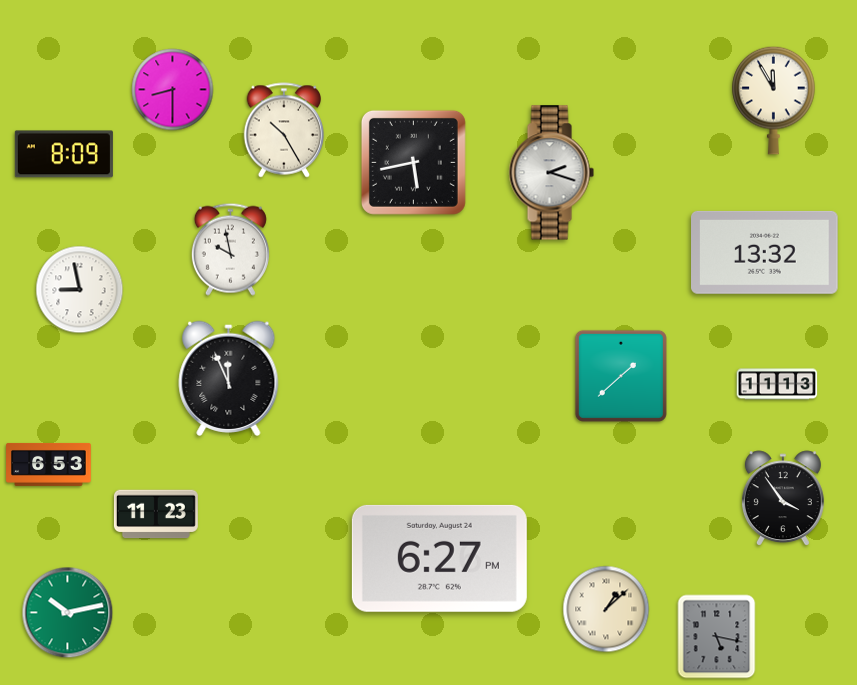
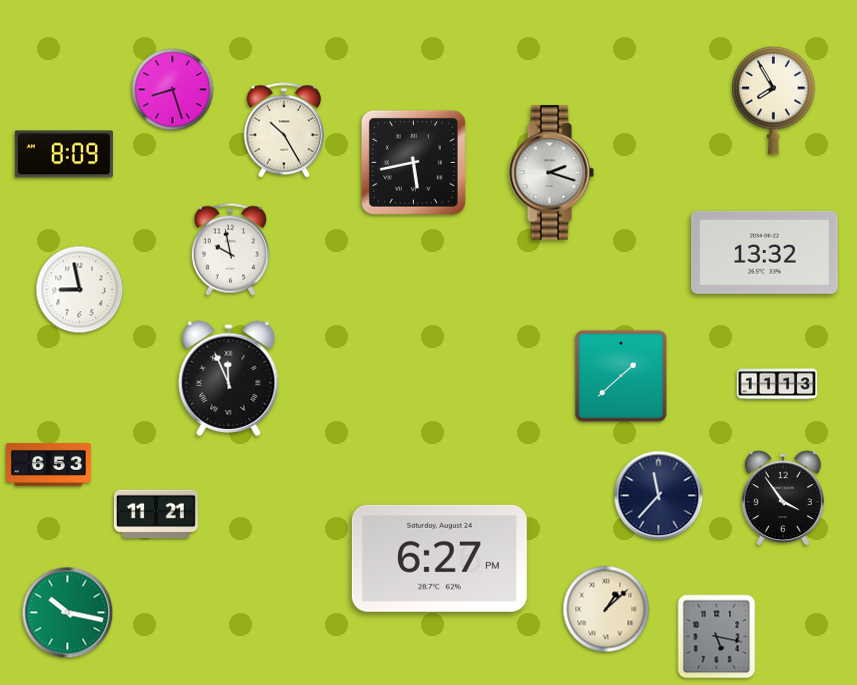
clock at (173, 90): 8:30 -> 8:27
clock at (774, 100): 11:55 -> 7:55
clock at (659, 496): none -> 11:37
clock at (156, 514): 11:23 -> 11:21
clock at (68, 613): 10:13 -> 10:17
